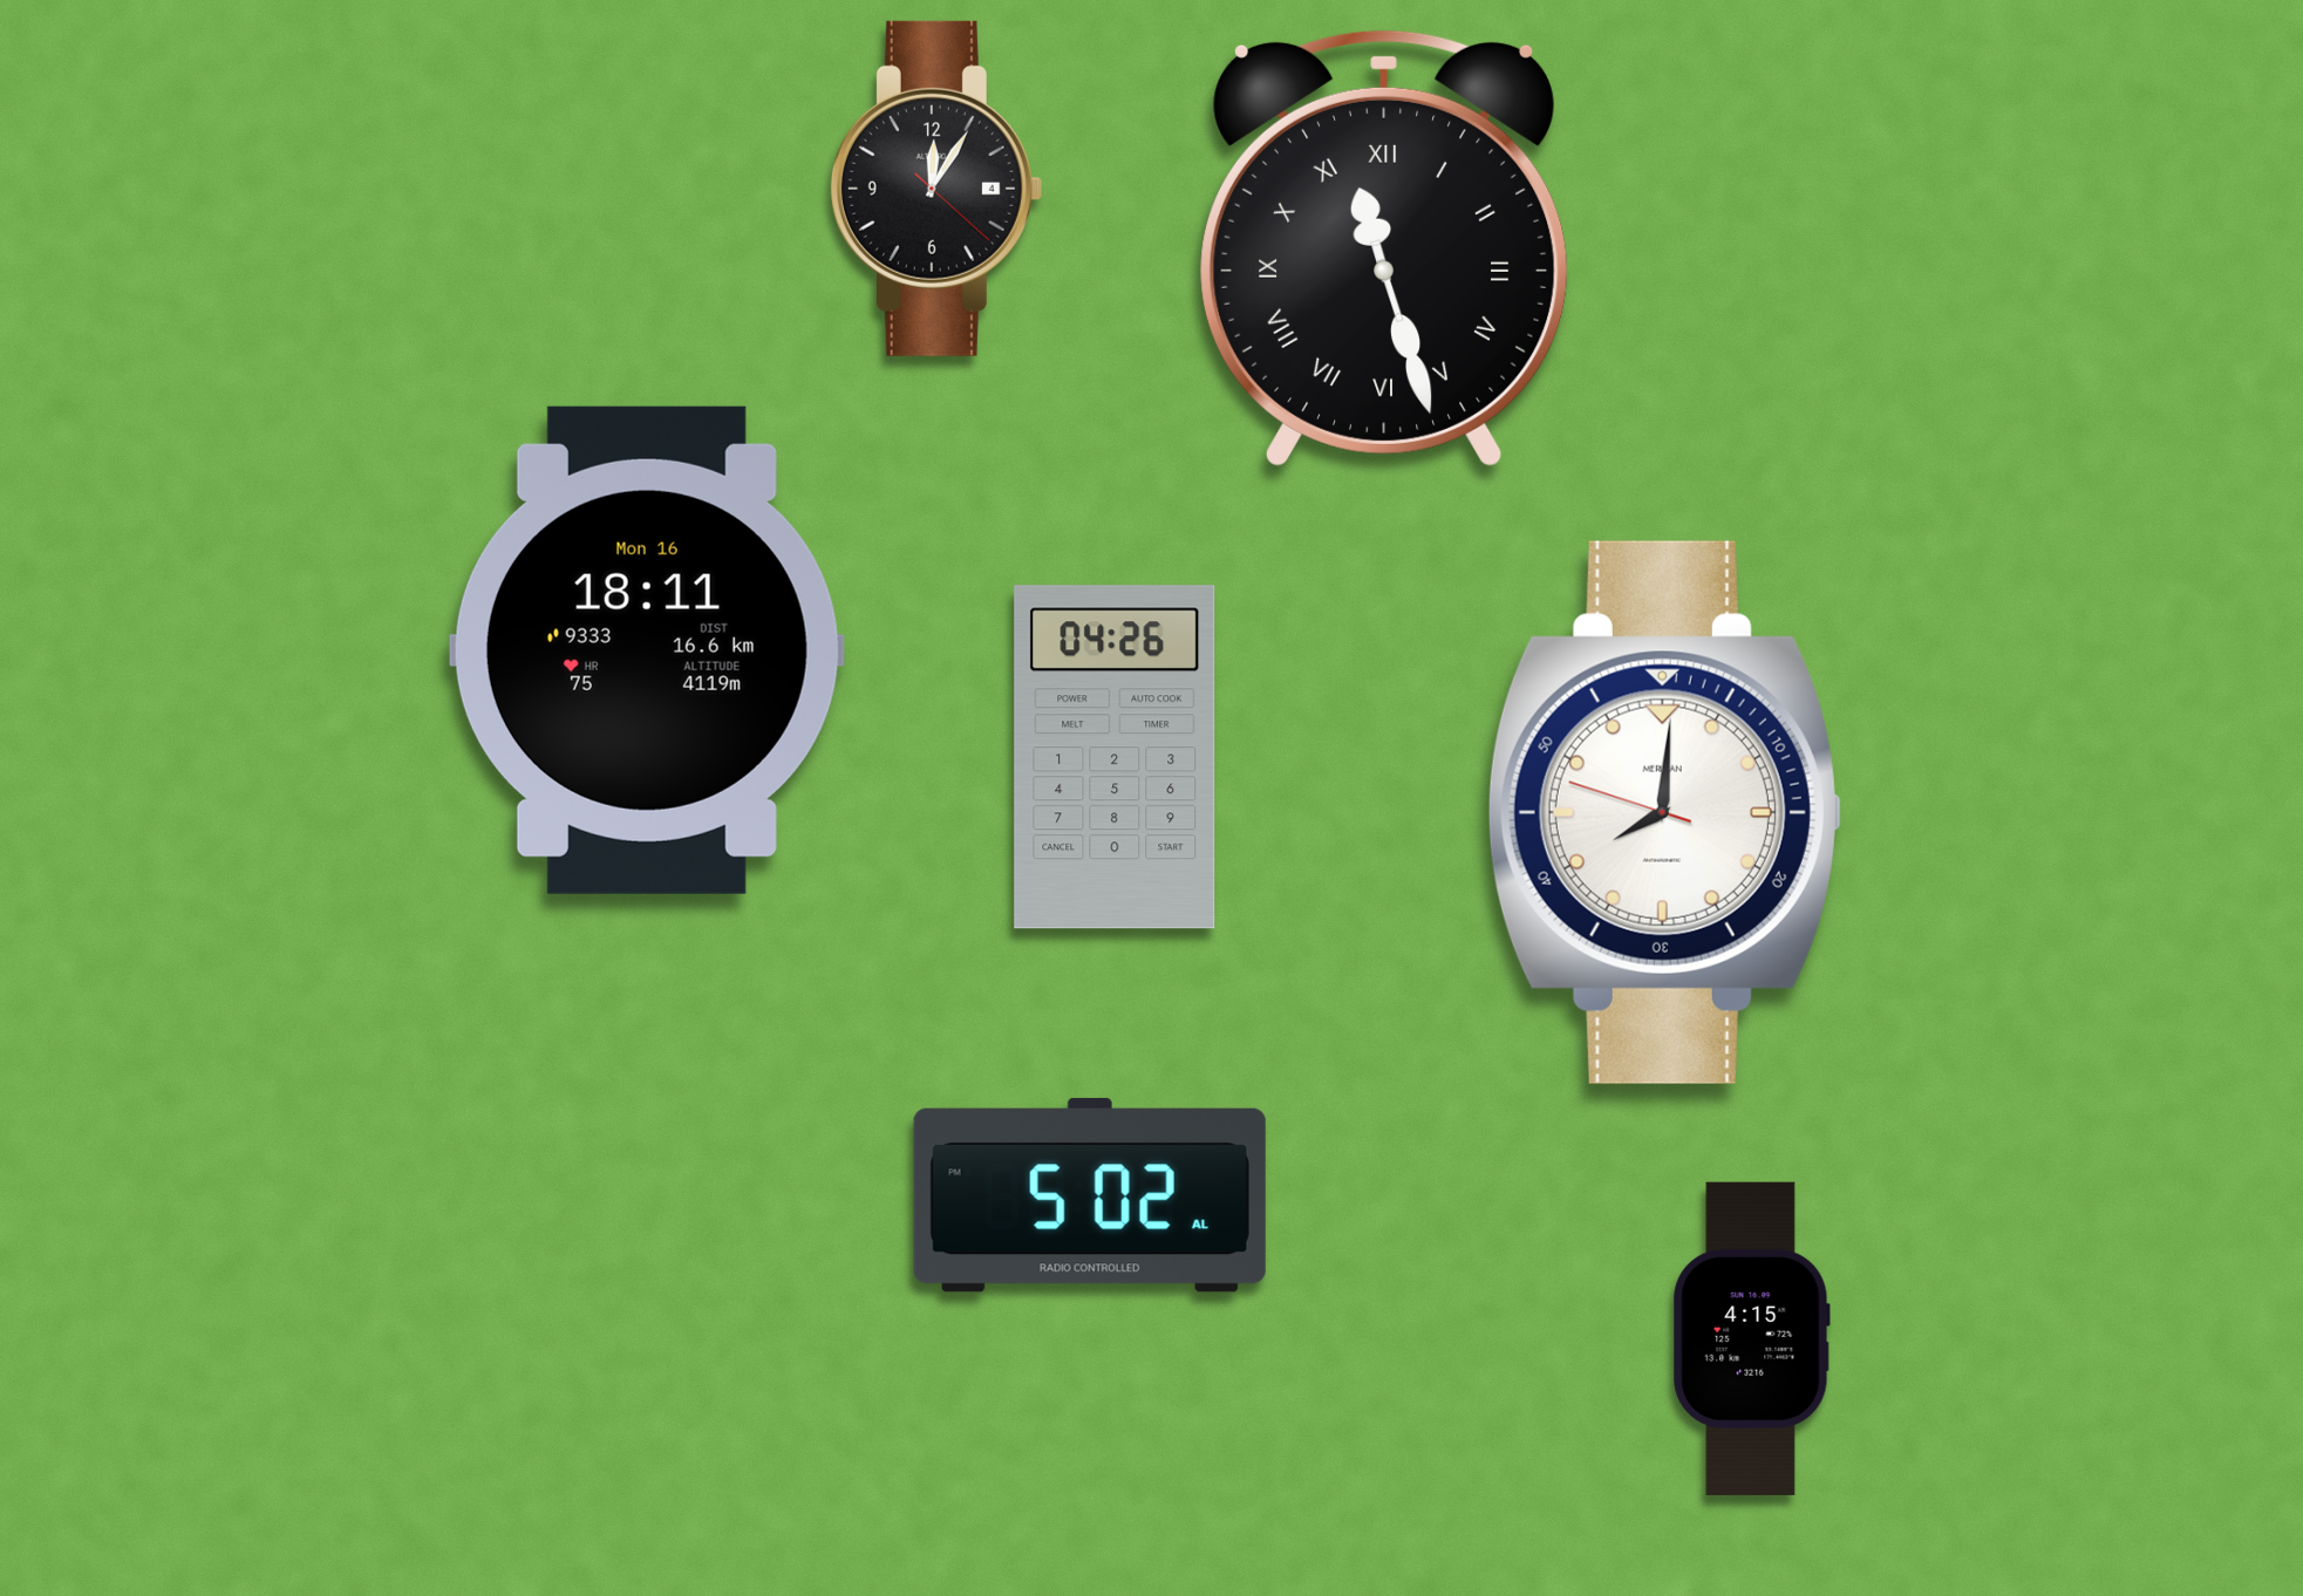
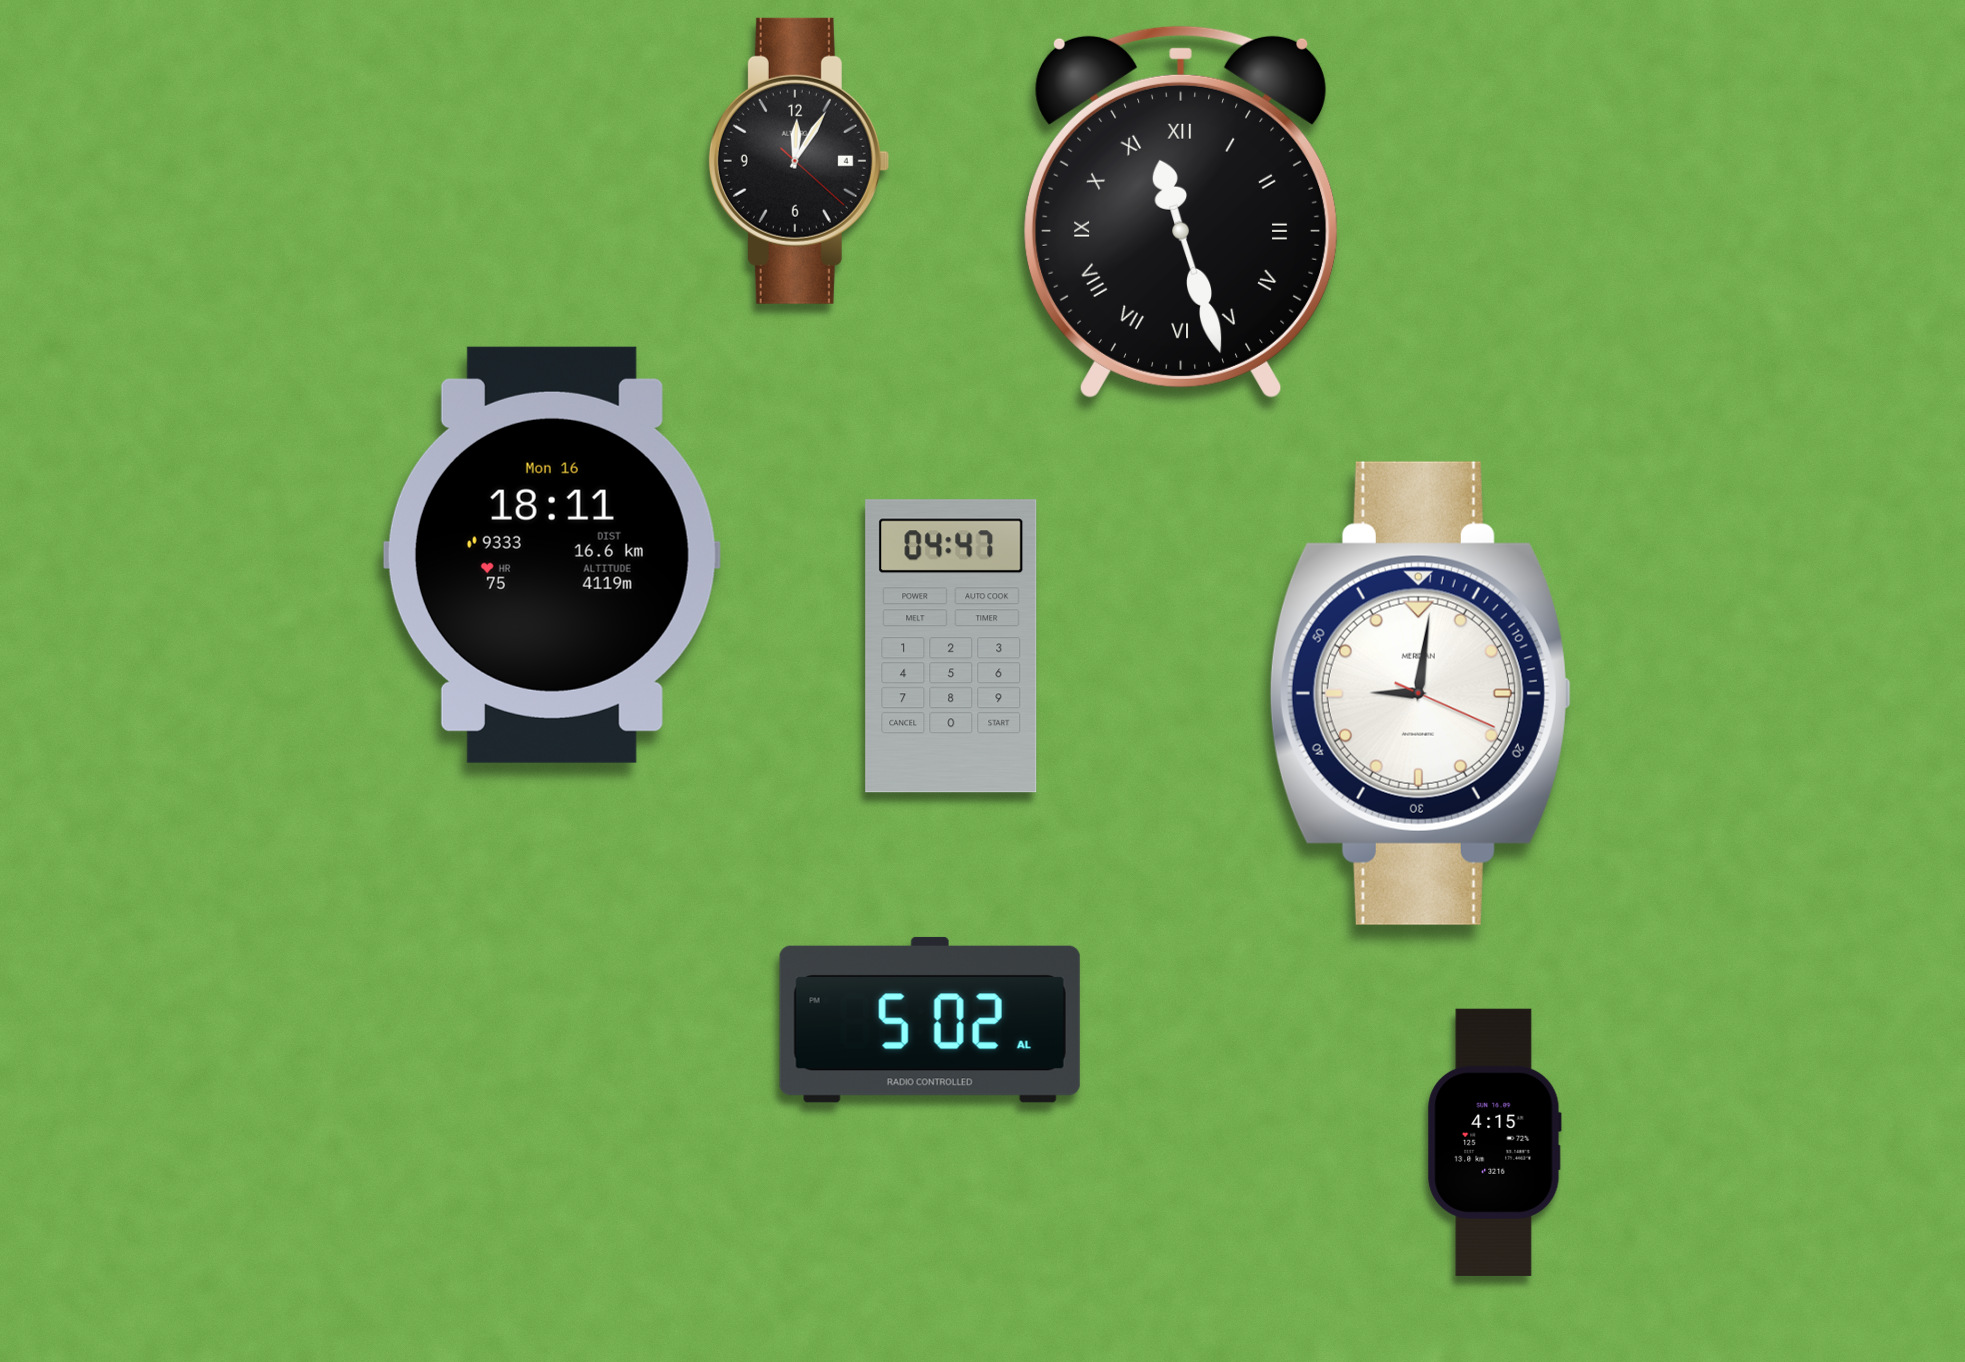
clock at (1115, 757): 04:26 -> 04:47
clock at (1664, 812): 8:00 -> 9:01
